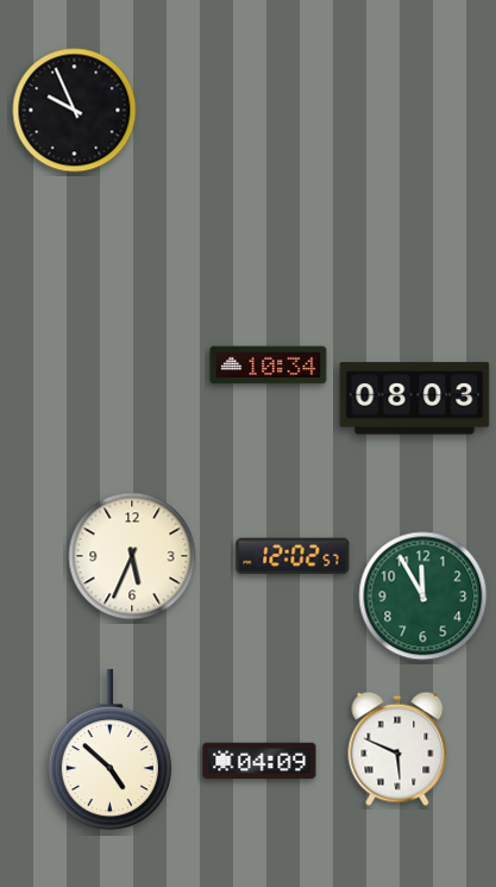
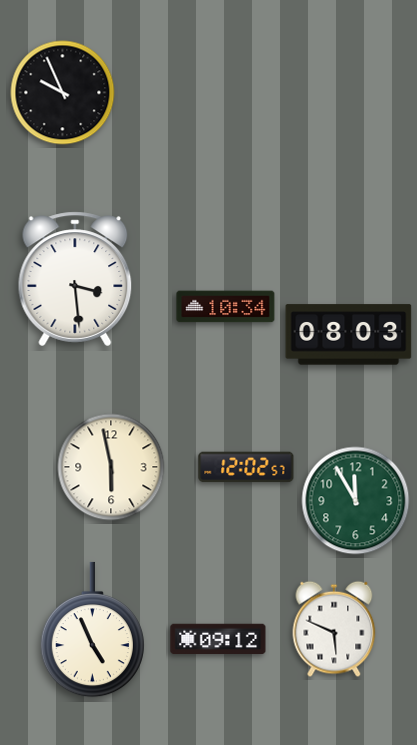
clock at (75, 279): none -> 3:29
clock at (132, 556): 5:34 -> 5:58
clock at (109, 750): 4:52 -> 4:56
clock at (259, 761): 04:09 -> 09:12
